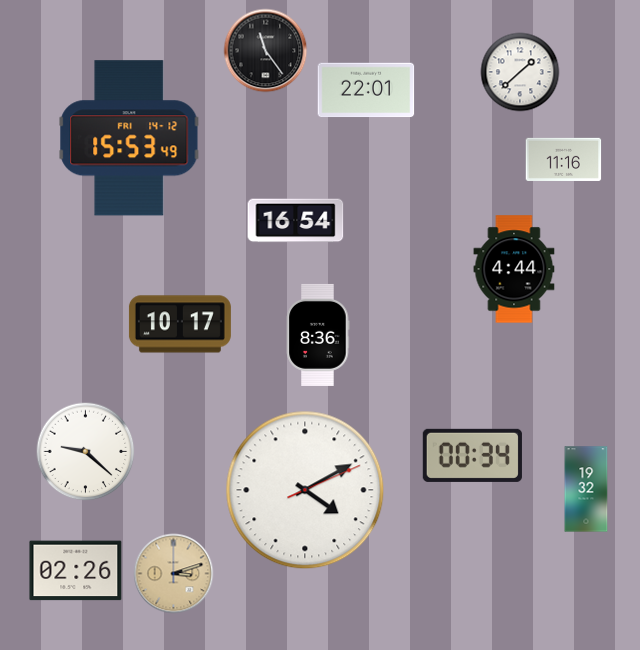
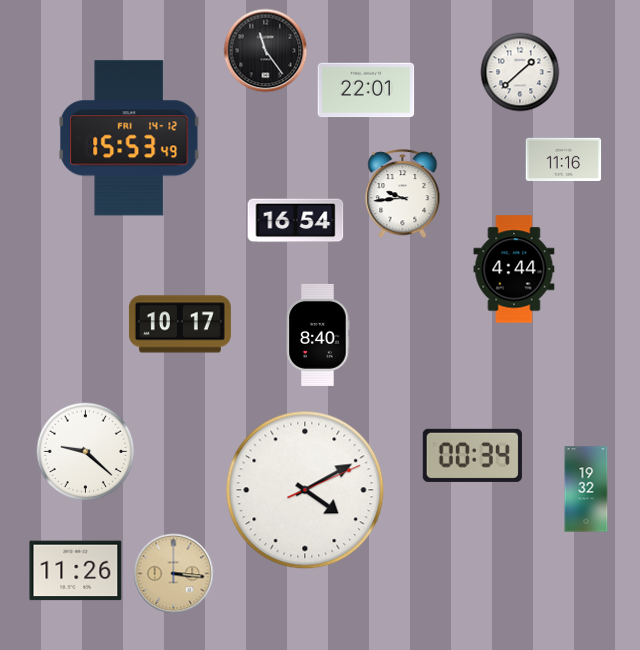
clock at (403, 194): none -> 9:44
clock at (318, 335): 8:36 -> 8:40
clock at (76, 571): 02:26 -> 11:26
clock at (174, 574): 3:12 -> 3:16
